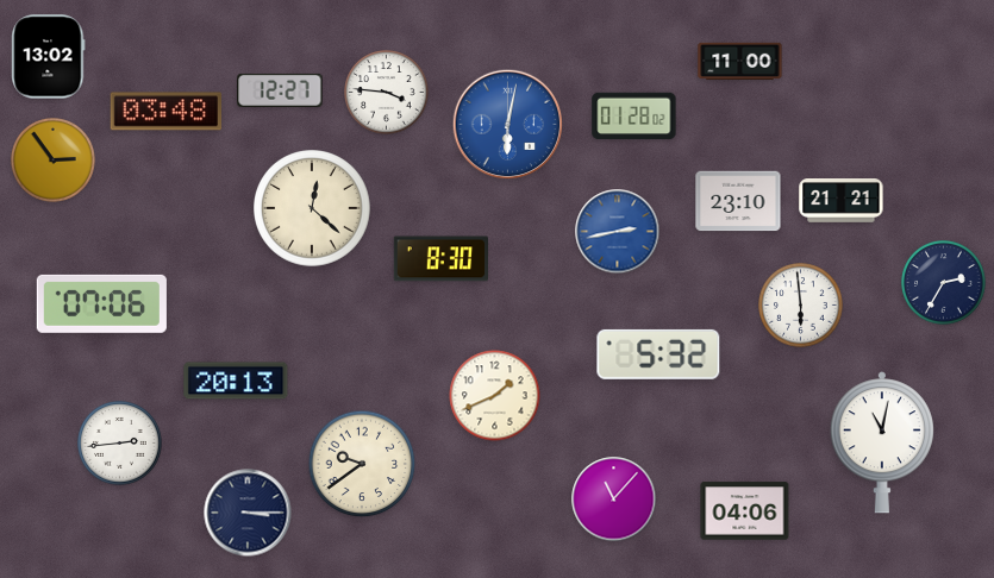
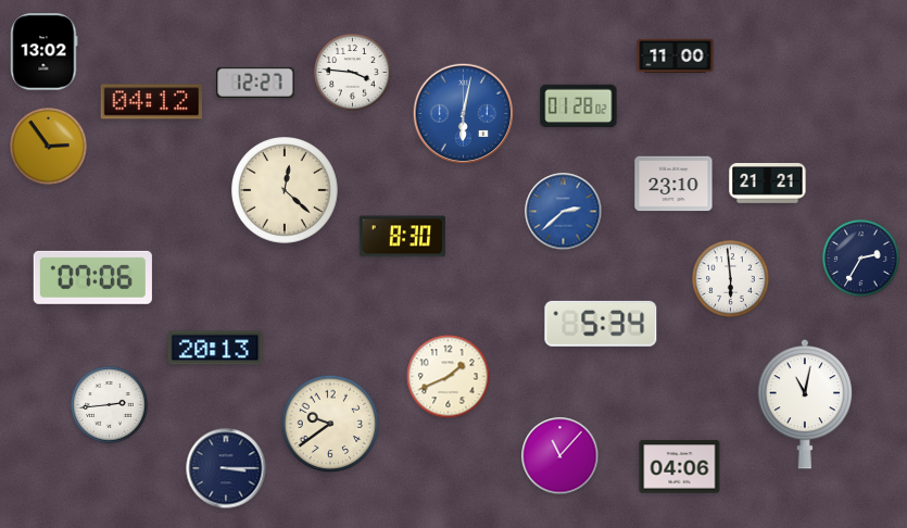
clock at (387, 93) position: (387, 93) -> (353, 73)
clock at (167, 112): 03:48 -> 04:12
clock at (618, 232): 2:43 -> 2:38
clock at (658, 354): 5:32 -> 5:34
clock at (495, 396) position: (495, 396) -> (449, 377)
